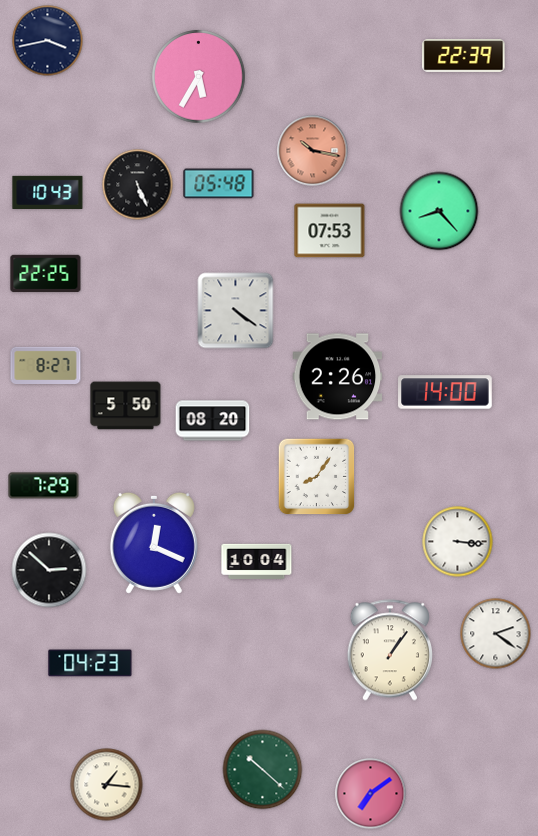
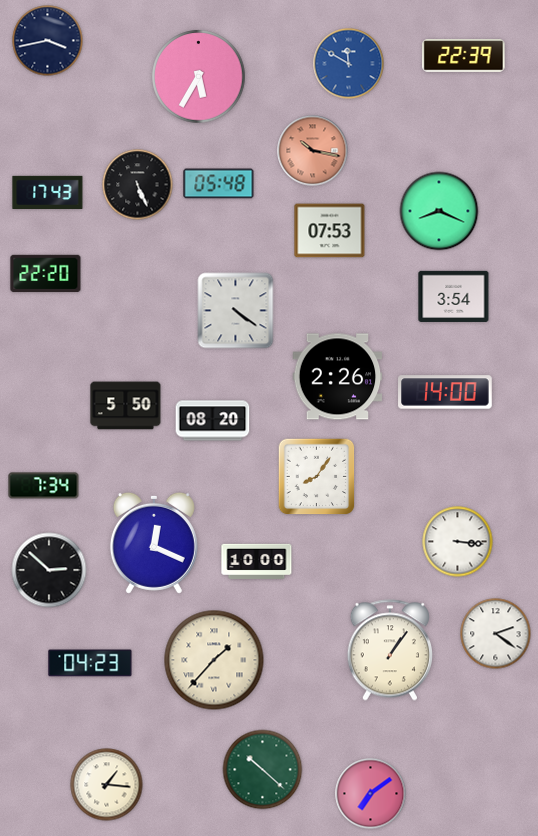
clock at (349, 64): none -> 11:50
clock at (48, 192): 10:43 -> 17:43
clock at (439, 211): 8:23 -> 8:19
clock at (46, 274): 22:25 -> 22:20
clock at (454, 296): none -> 3:54
clock at (46, 365): 8:27 -> none
clock at (44, 486): 7:29 -> 7:34
clock at (257, 561): 10:04 -> 10:00
clock at (214, 660): none -> 1:37
